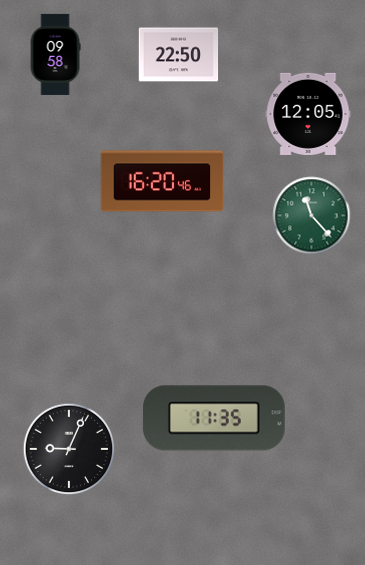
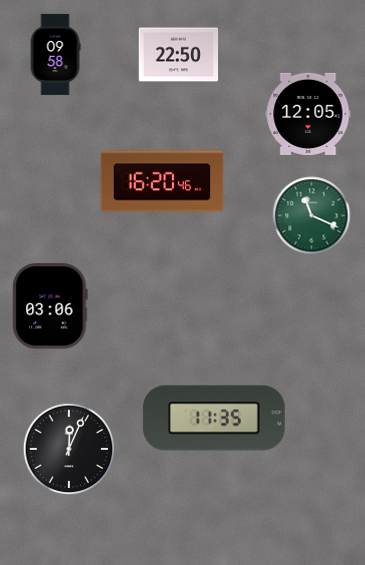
clock at (312, 216): 11:23 -> 11:19
clock at (50, 306): none -> 03:06
clock at (69, 449): 9:04 -> 12:04
